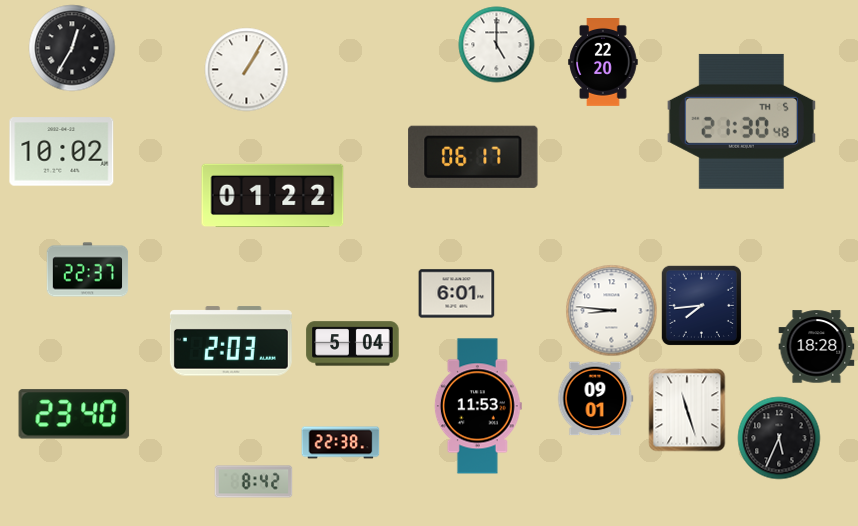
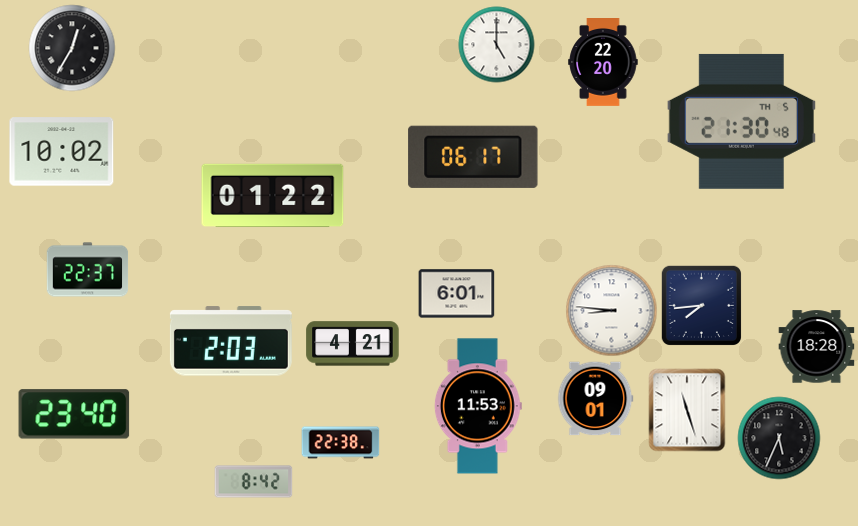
clock at (247, 70): 1:05 -> none
clock at (353, 344): 5:04 -> 4:21
